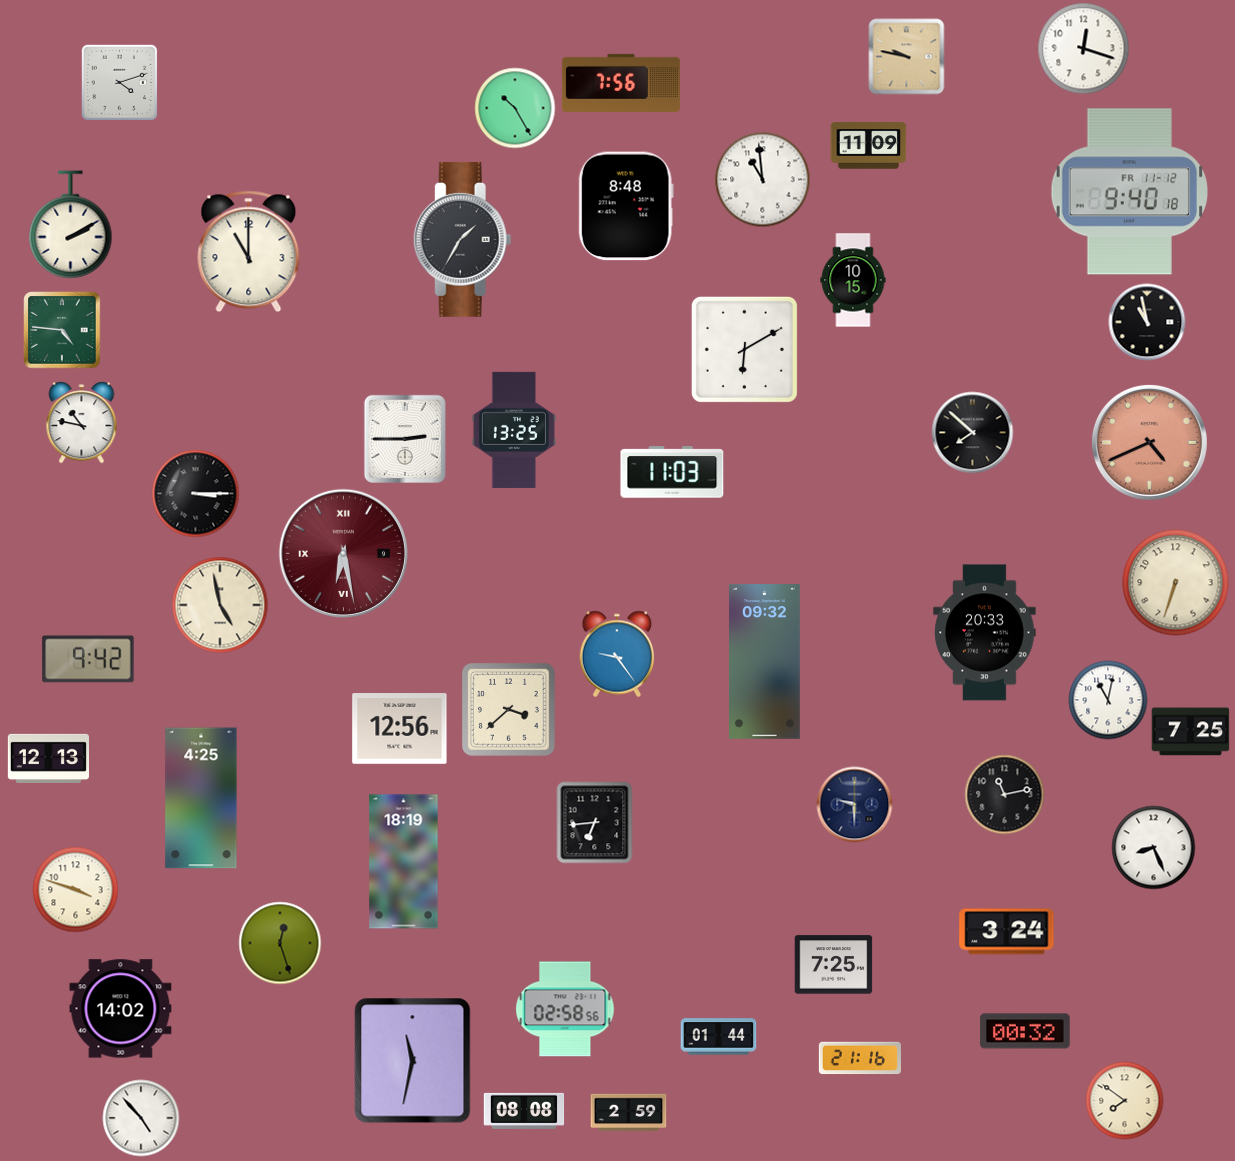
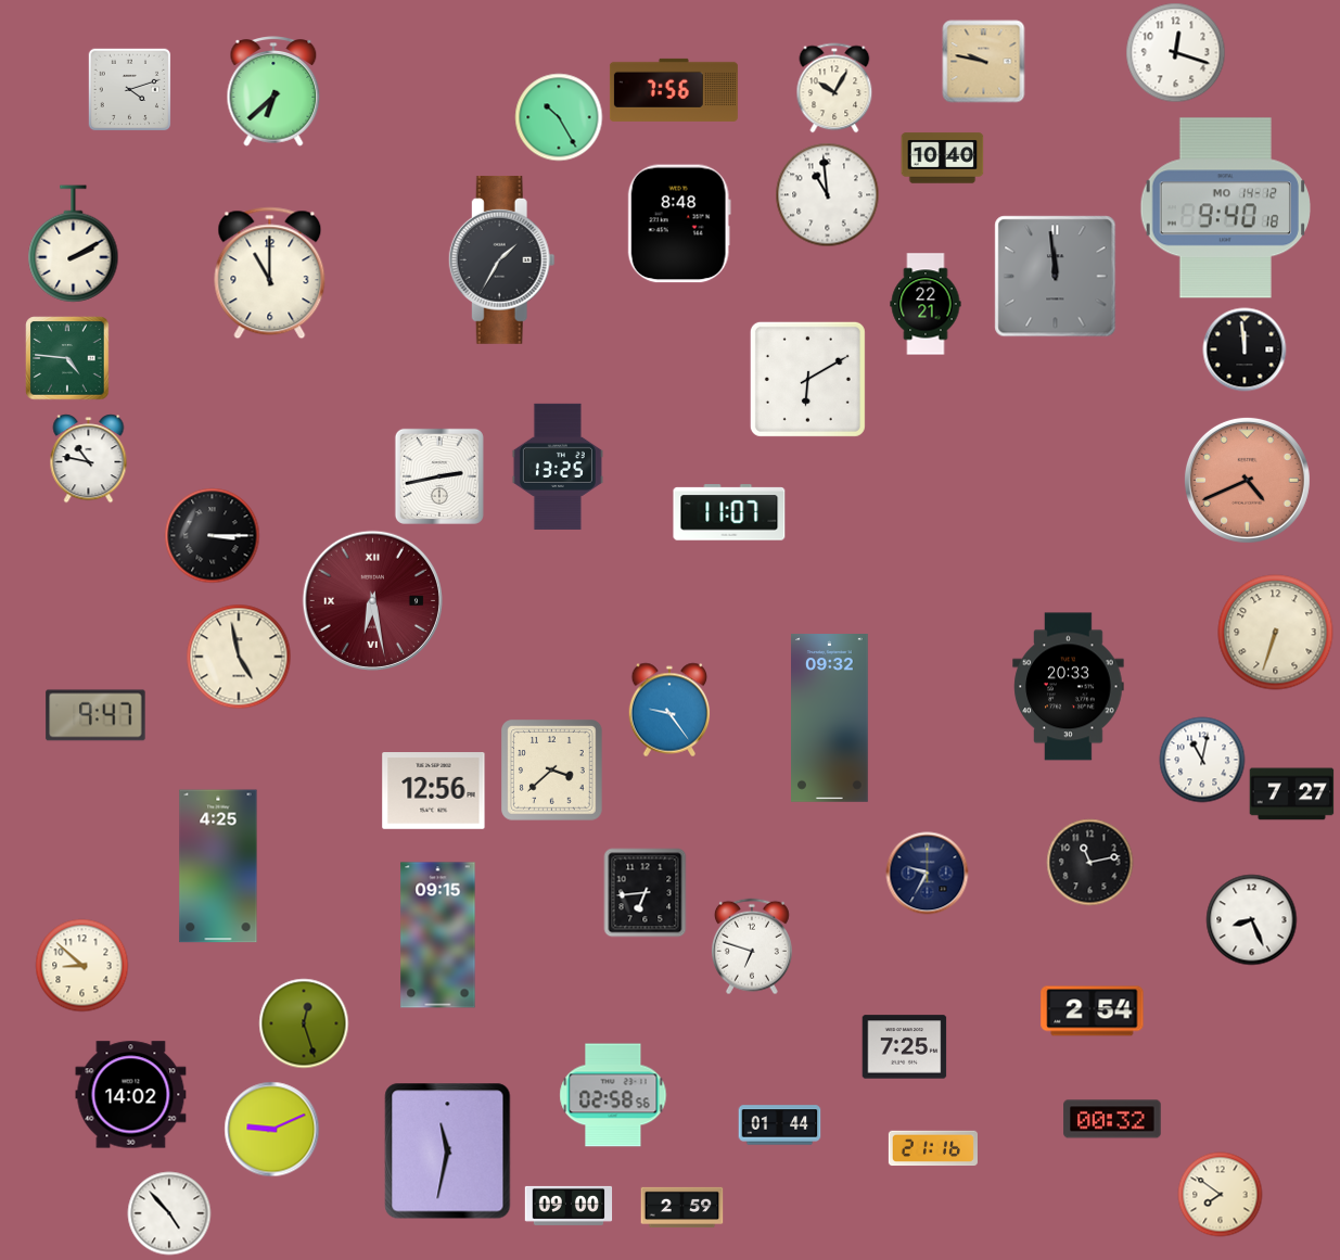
clock at (834, 88): none -> 10:05
clock at (273, 92): none -> 6:38
clock at (869, 146): 11:09 -> 10:40
clock at (1129, 192) date: FR 11-12 -> MO 14-12
clock at (71, 225) position: (71, 225) -> (74, 244)
clock at (1056, 277): none -> 11:59
clock at (853, 280): 10:15 -> 22:21
clock at (1147, 322): 10:58 -> 11:59
clock at (973, 433): 7:52 -> none
clock at (405, 439): 2:45 -> 2:43
clock at (672, 472): 11:03 -> 11:07
clock at (88, 659): 9:42 -> 9:47
clock at (1191, 732): 7:25 -> 7:27
clock at (48, 758): 12:13 -> none
clock at (855, 805): 9:30 -> 9:35
clock at (404, 862): 18:19 -> 09:15
clock at (752, 946): none -> 6:48
clock at (76, 890): 3:48 -> 8:52
clock at (1007, 932): 3:24 -> 2:54
clock at (272, 1130): none -> 9:11
clock at (524, 1111): 08:08 -> 09:00
clock at (141, 1118) position: (141, 1118) -> (169, 1213)
